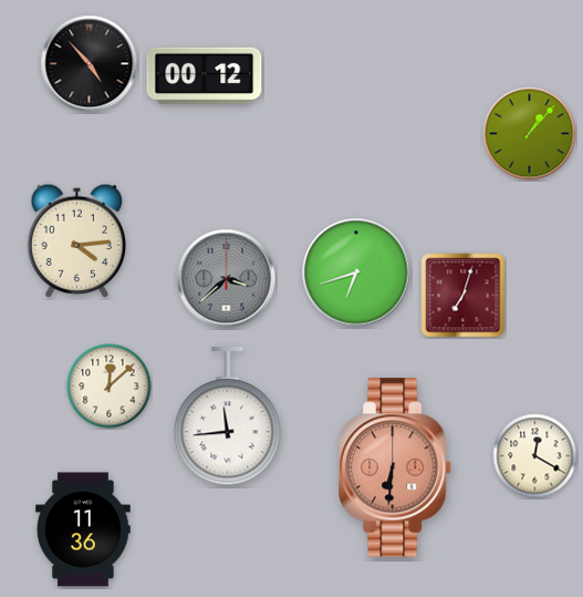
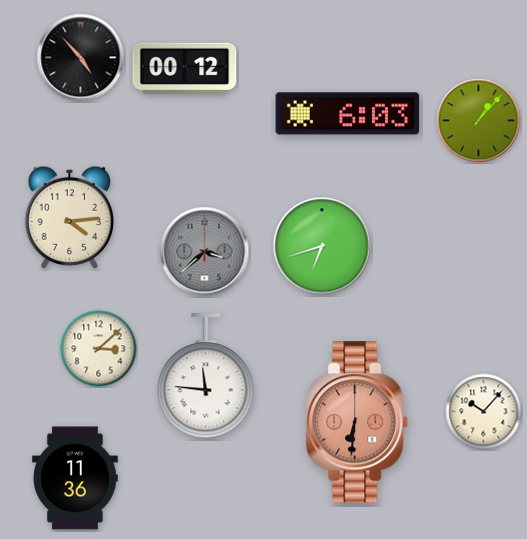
clock at (348, 114): none -> 6:03
clock at (464, 296): 7:03 -> none
clock at (110, 387): 12:08 -> 3:08
clock at (228, 416): 11:44 -> 11:46
clock at (535, 456): 12:20 -> 10:07
